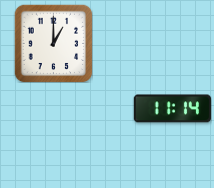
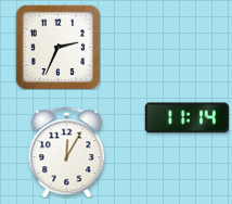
clock at (53, 43): 1:00 -> 2:34
clock at (67, 152): none -> 12:05
